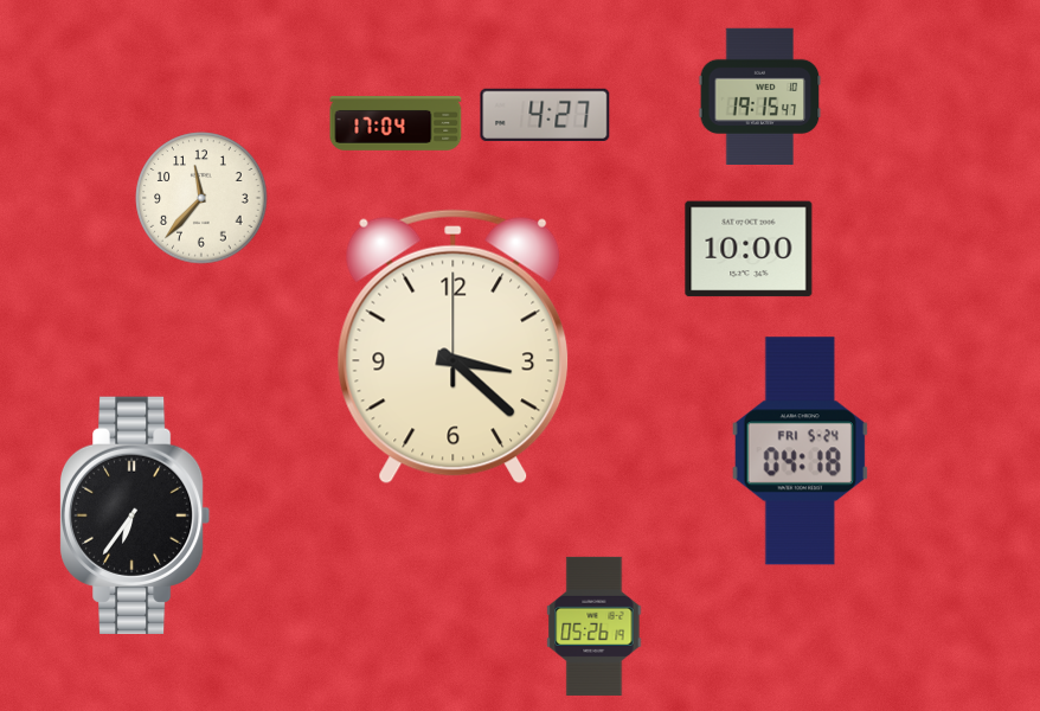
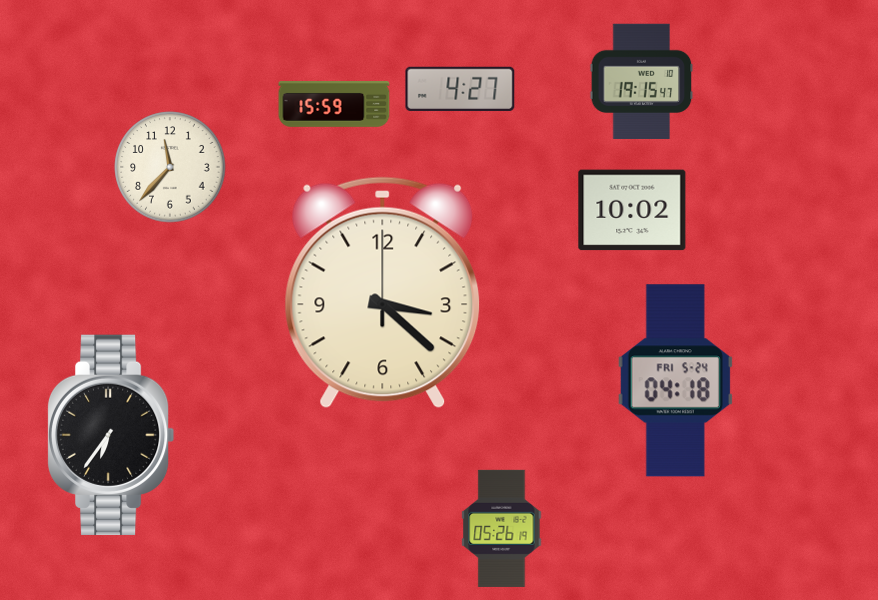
clock at (545, 115) position: (545, 115) -> (460, 89)
clock at (396, 124): 17:04 -> 15:59
clock at (749, 249): 10:00 -> 10:02
clock at (135, 515) position: (135, 515) -> (111, 435)
